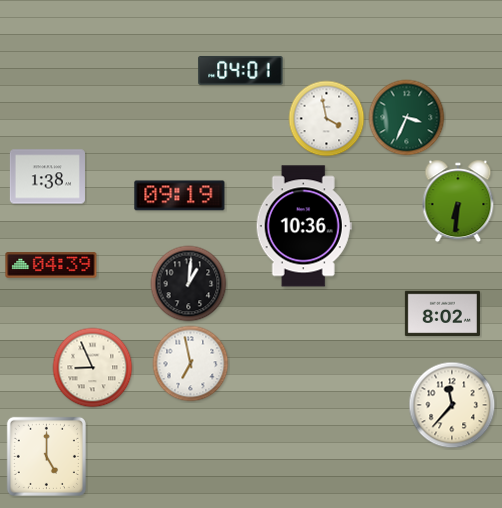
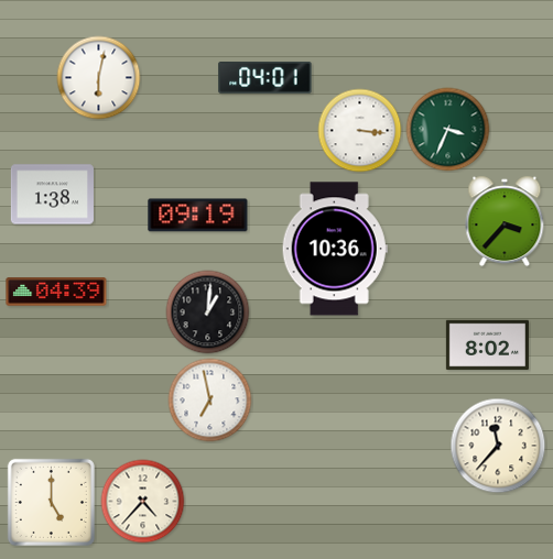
clock at (99, 78): none -> 6:02
clock at (327, 119): 3:58 -> 3:16
clock at (458, 201): 6:31 -> 3:37
clock at (93, 368): 8:56 -> none
clock at (143, 502): none -> 4:37
